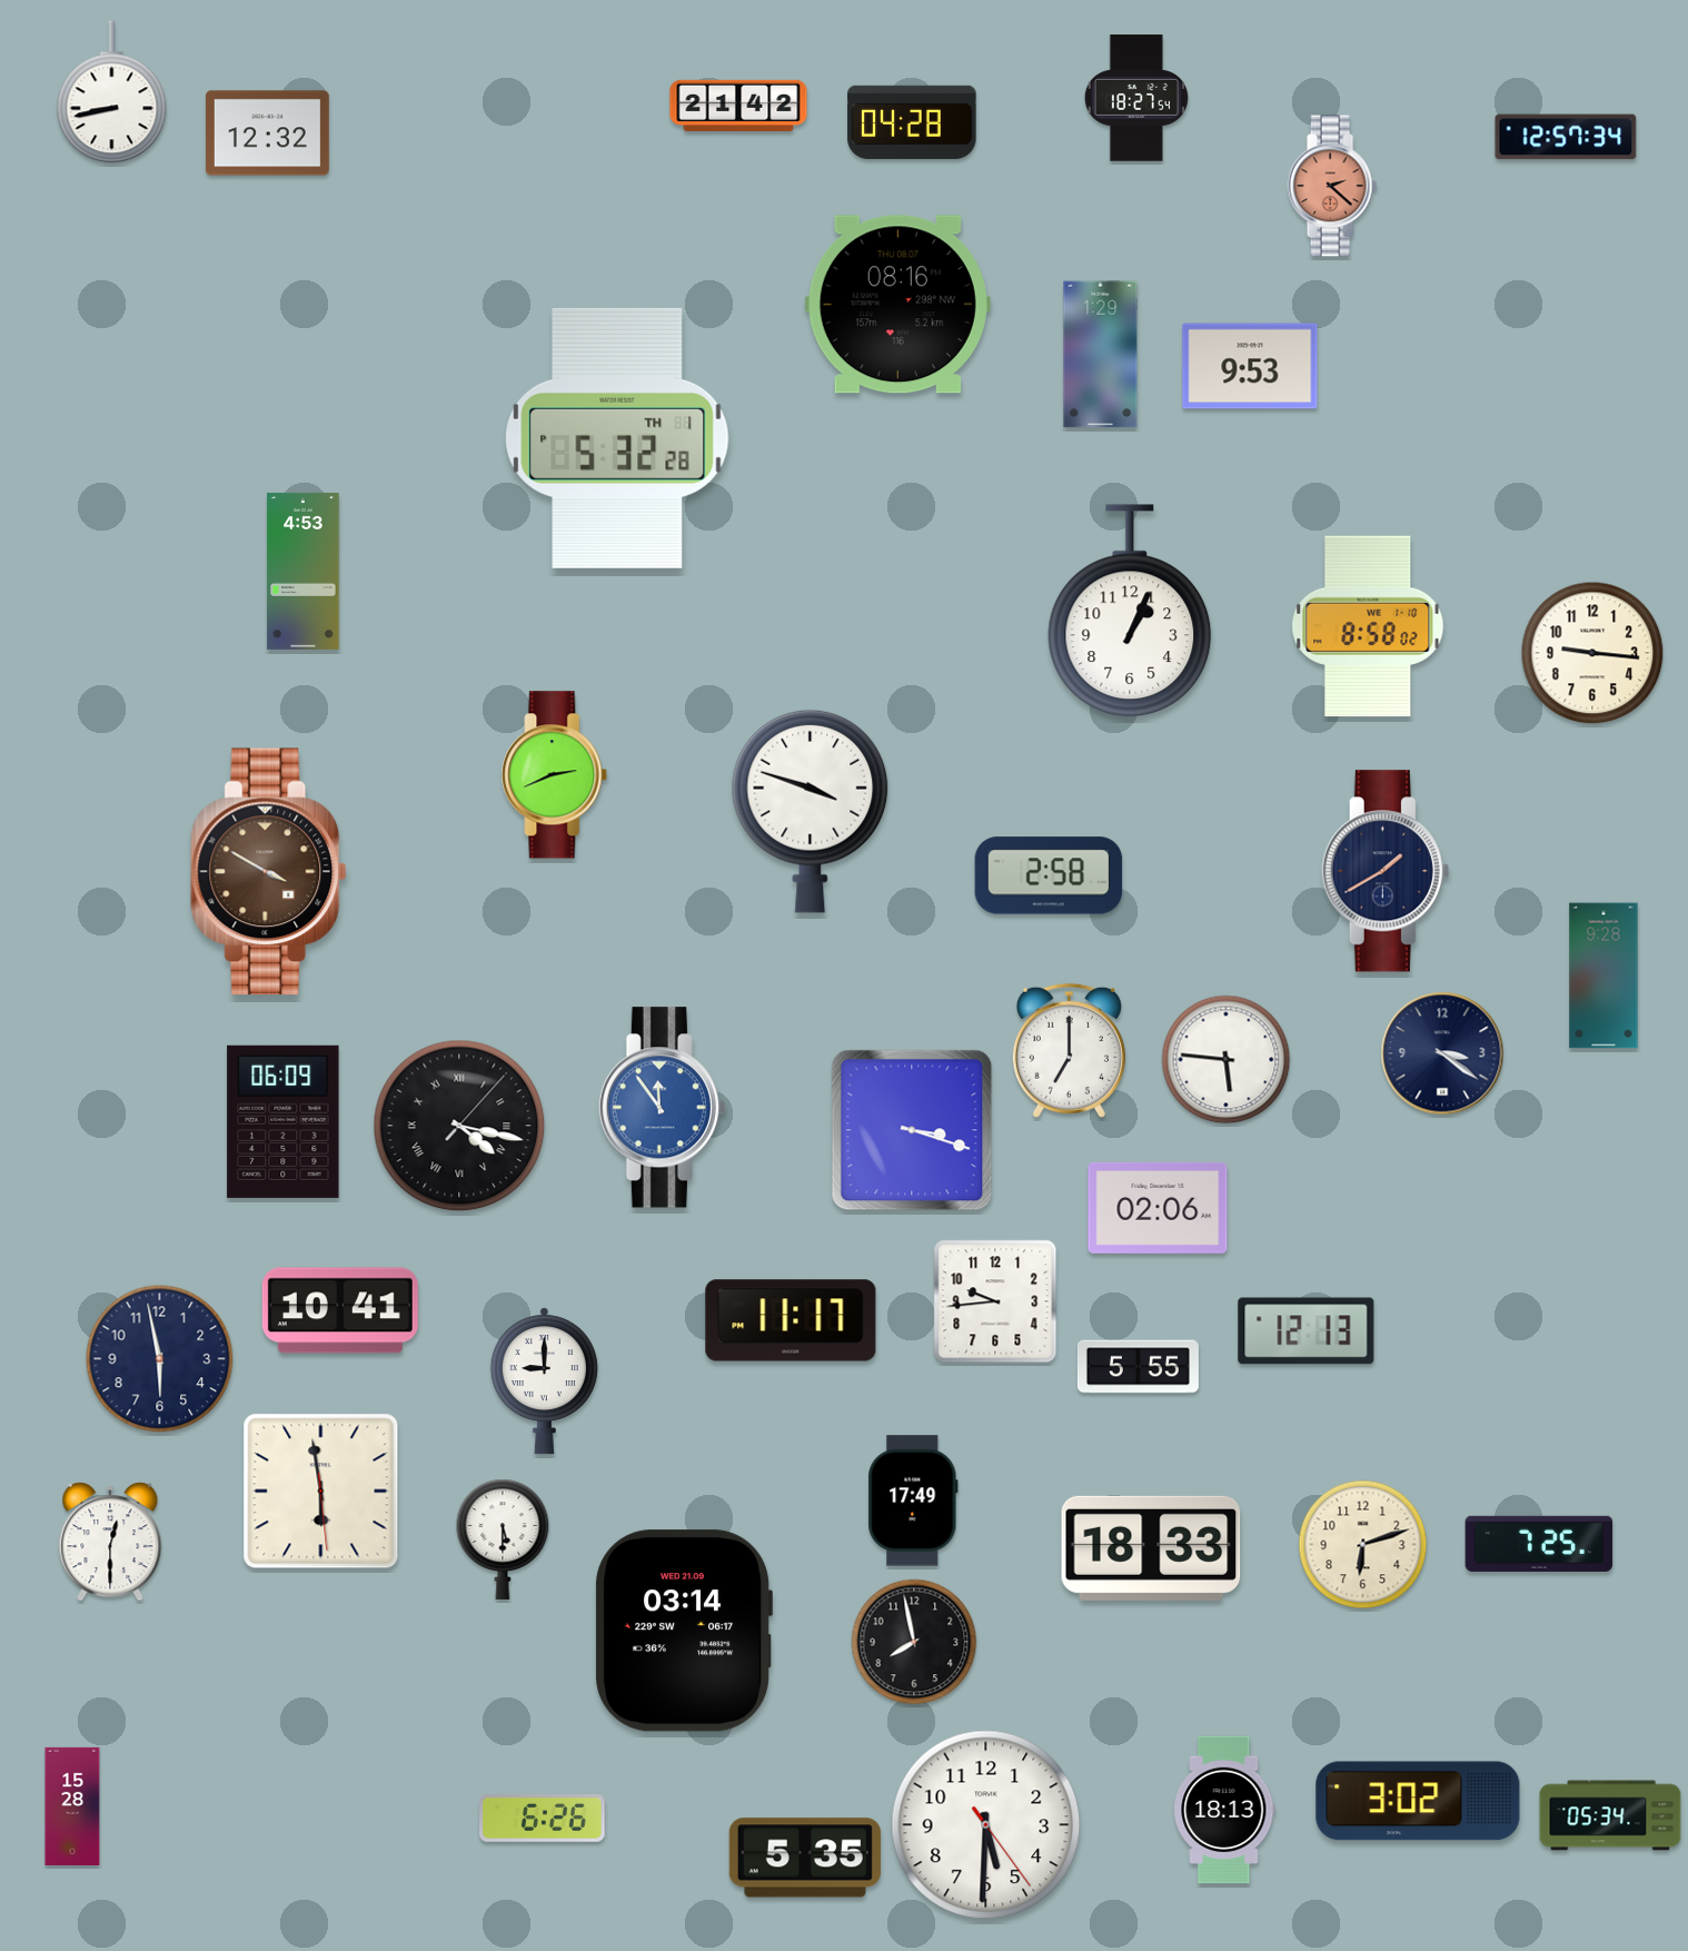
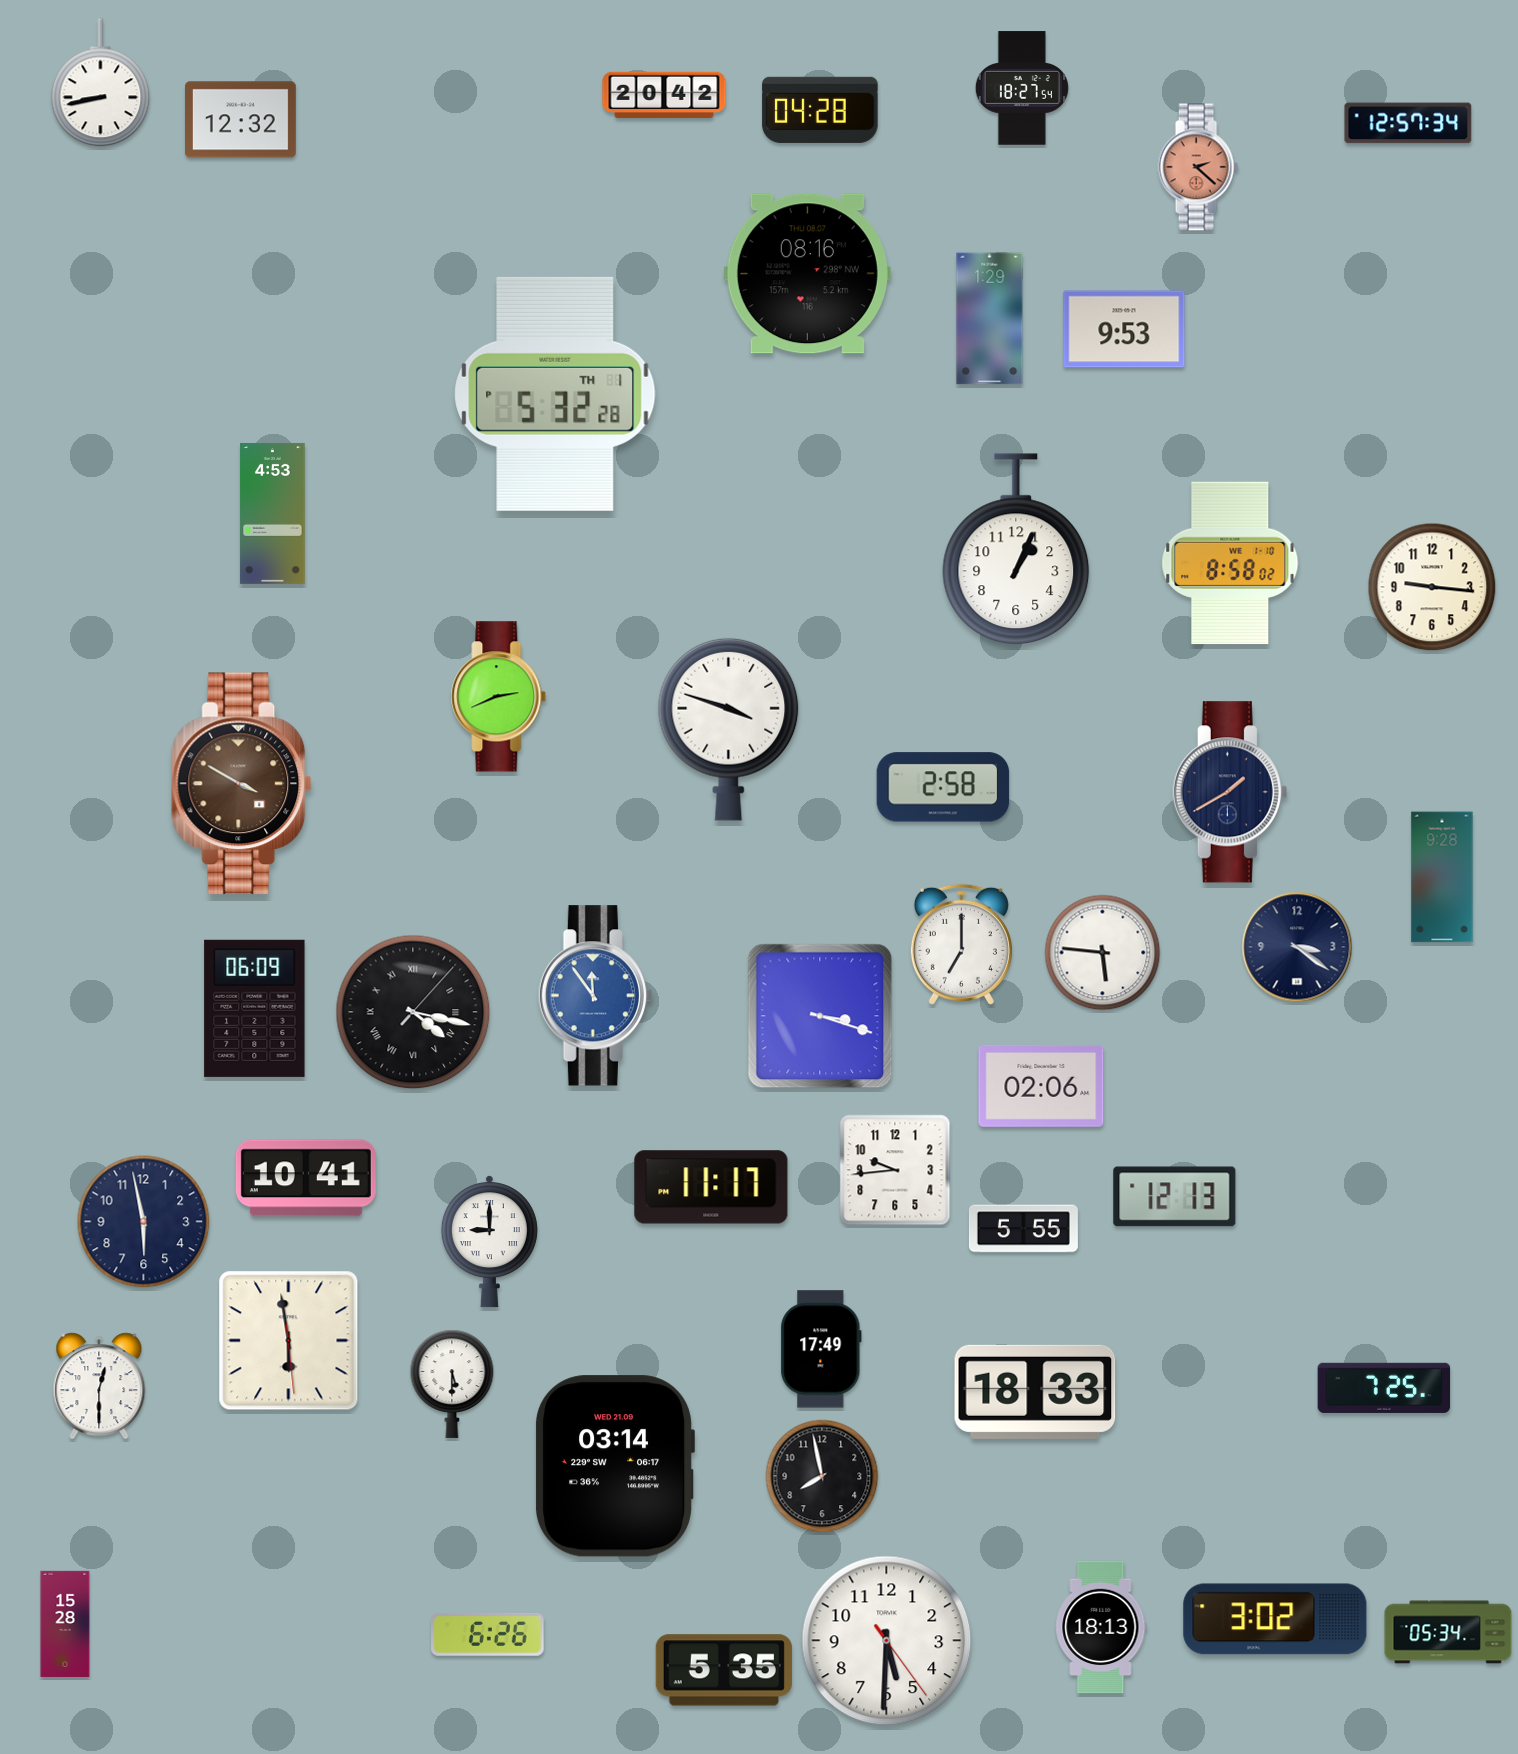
clock at (738, 105): 21:42 -> 20:42
clock at (1386, 871) position: (1386, 871) -> (1230, 792)
clock at (1363, 1545): 6:12 -> none
